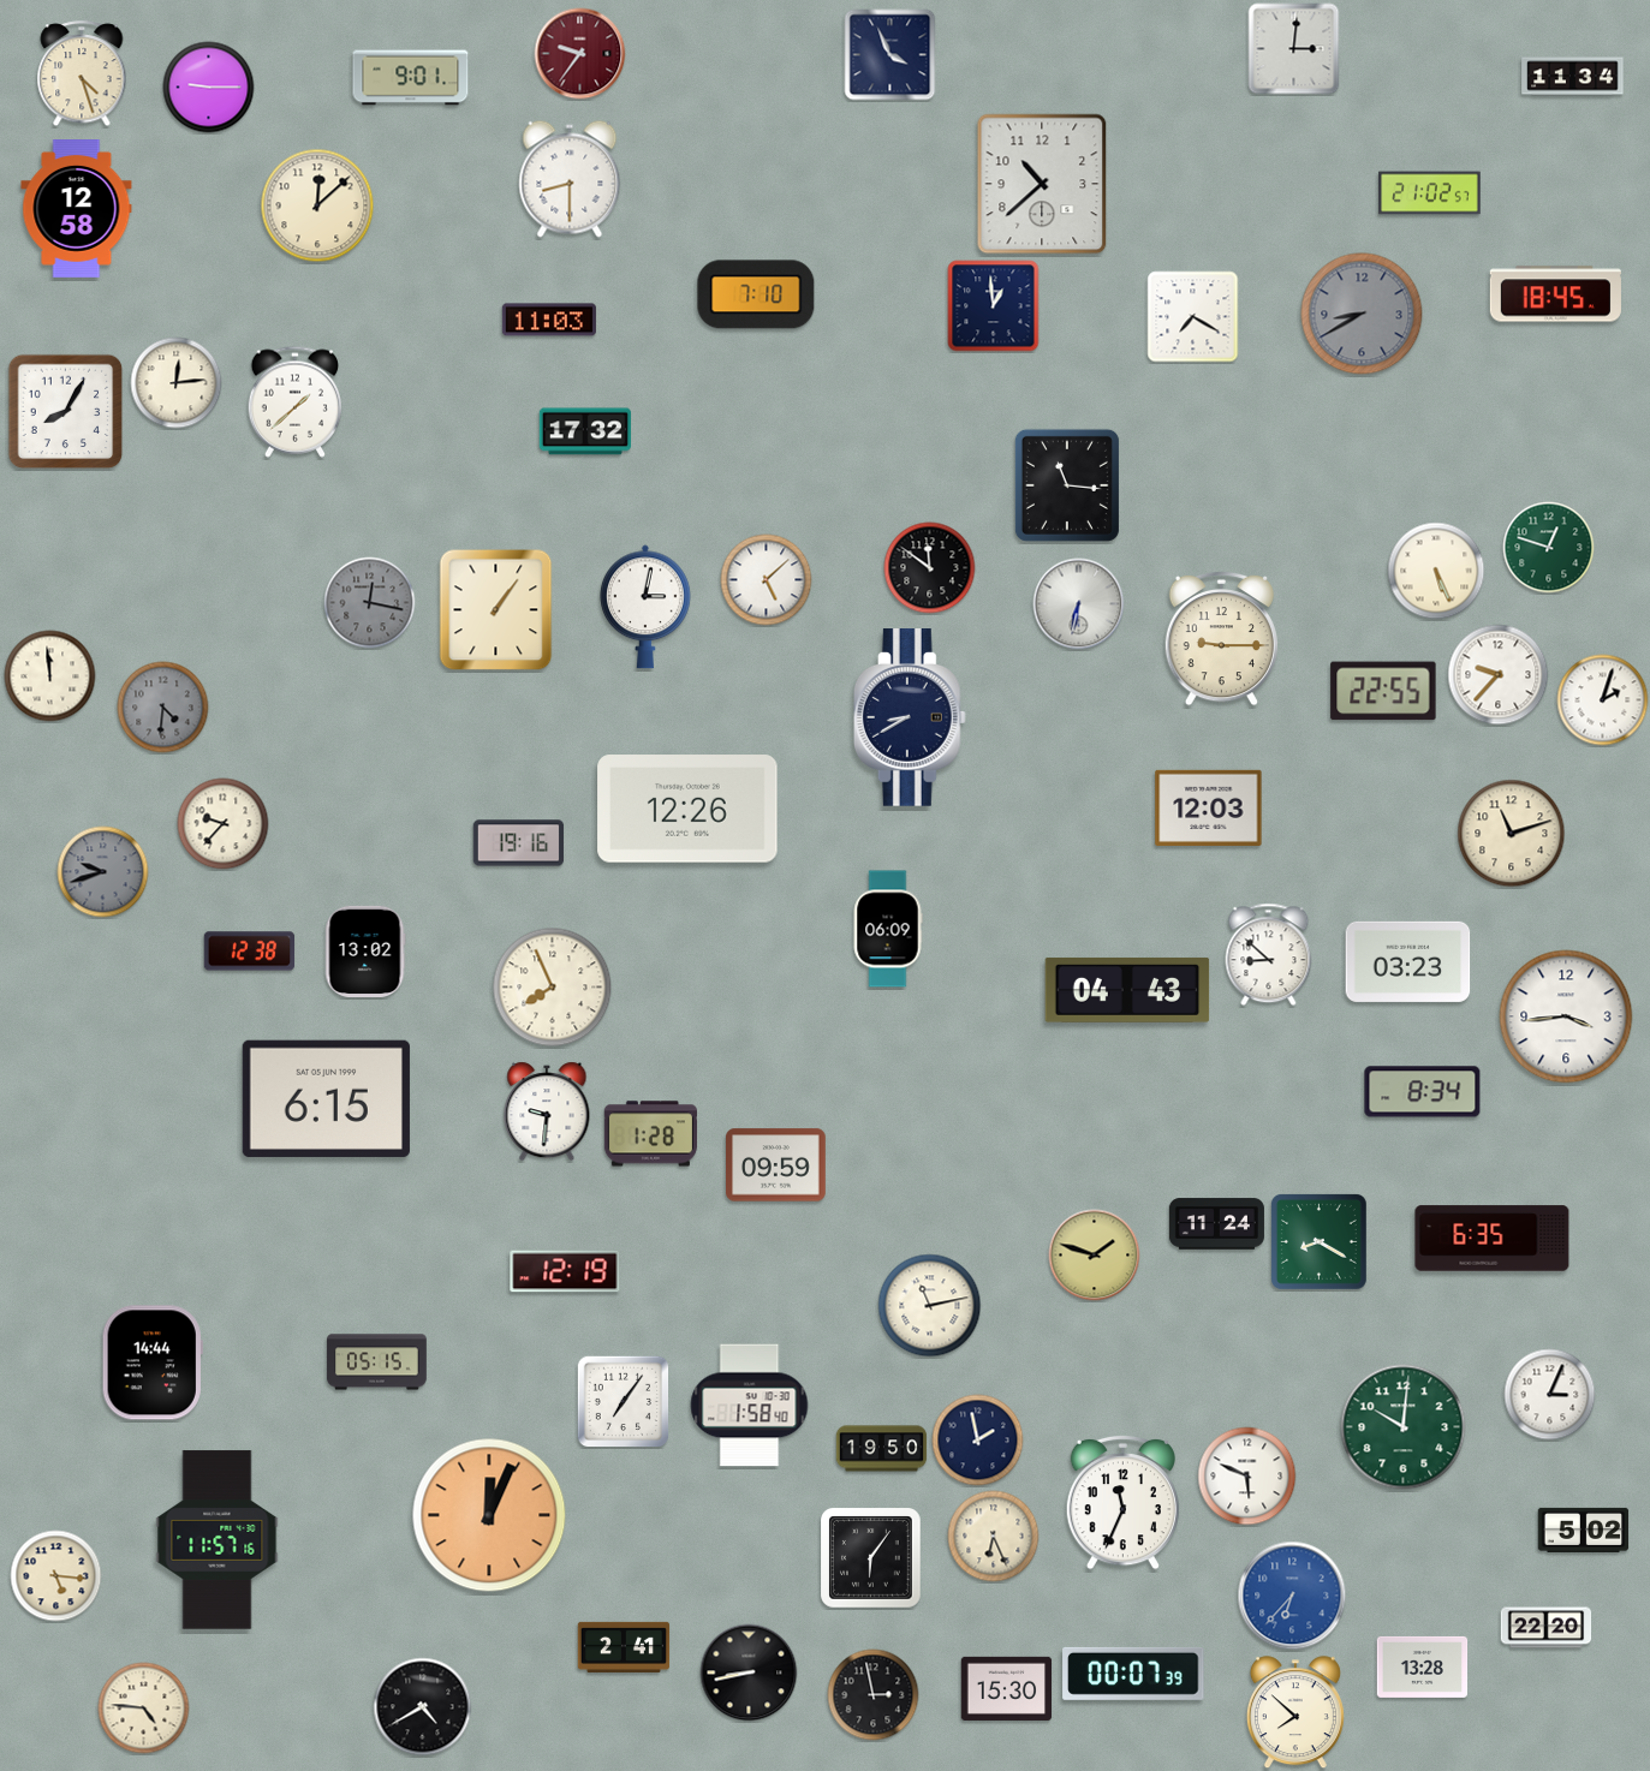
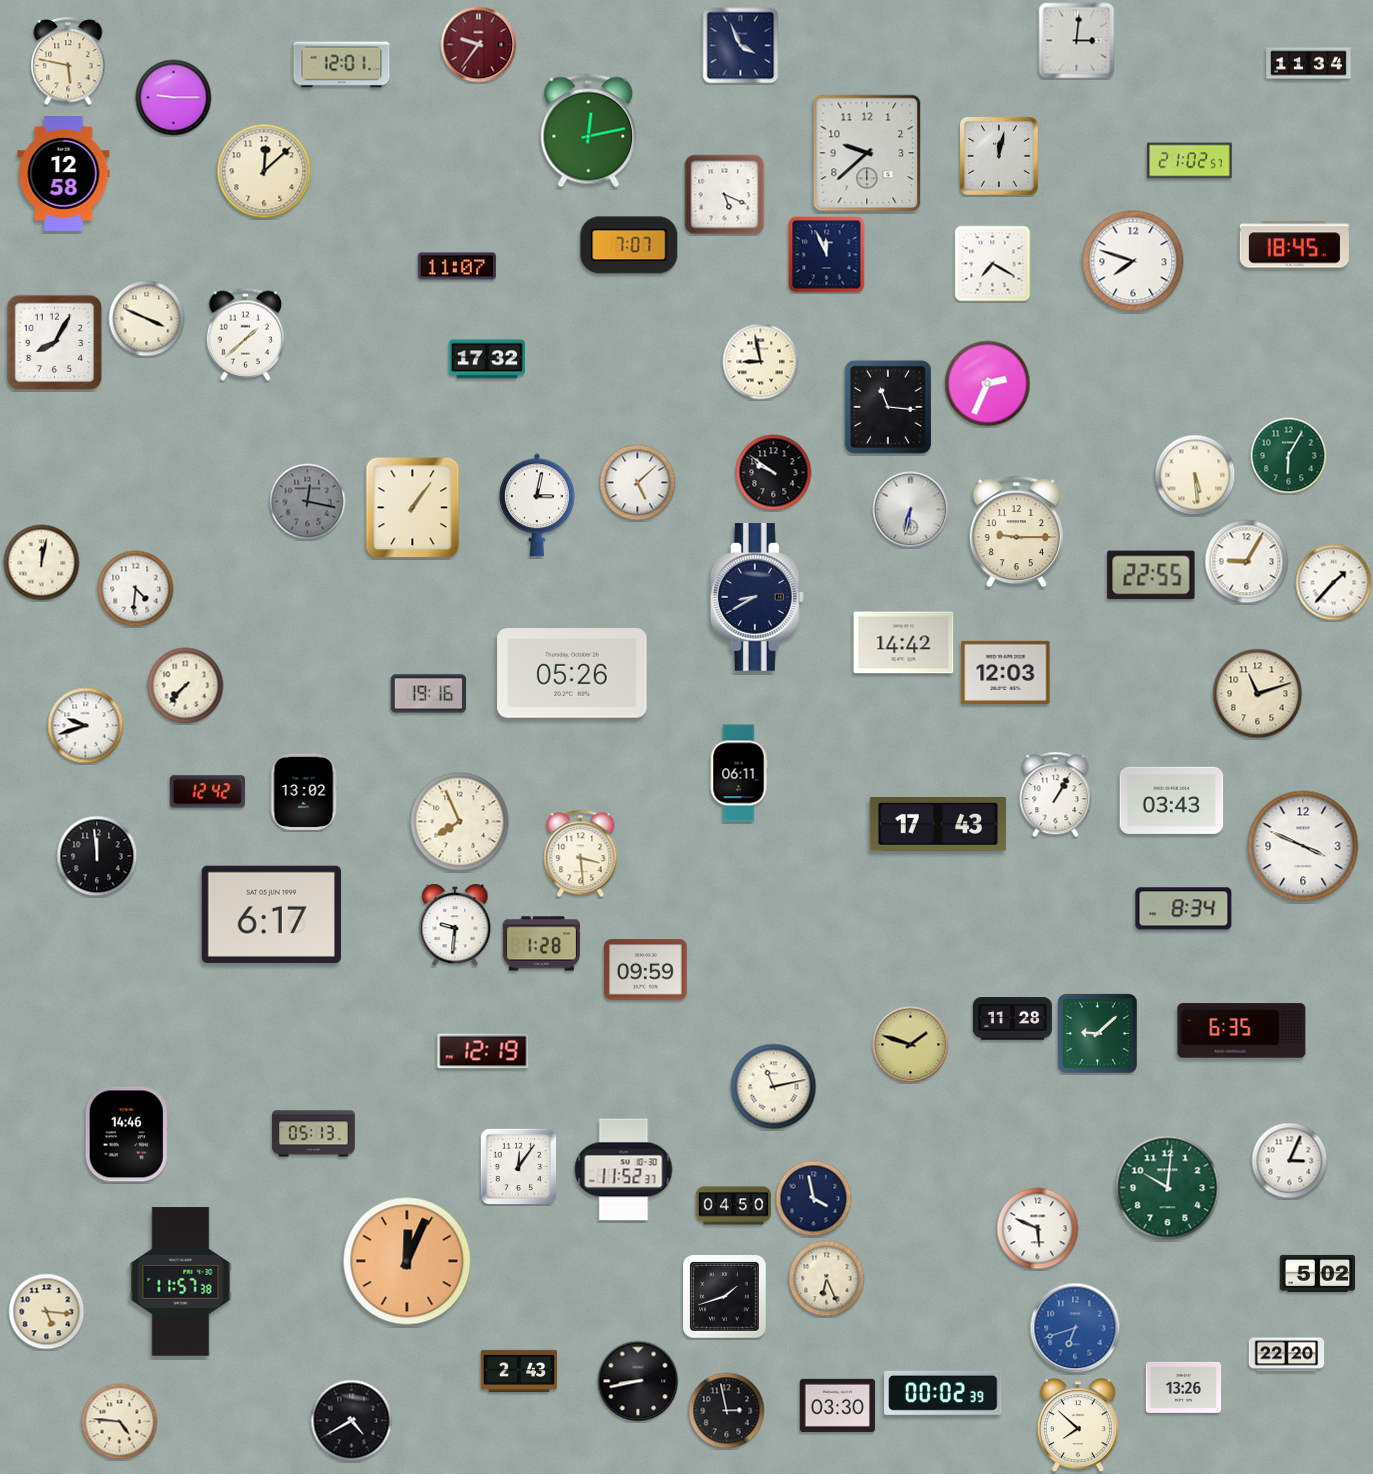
clock at (580, 54) position: (580, 54) -> (479, 45)
clock at (82, 74): 4:27 -> 5:47
clock at (411, 78): 9:01 -> 12:01
clock at (209, 88) position: (209, 88) -> (174, 98)
clock at (589, 131): none -> 12:13
clock at (570, 179): 8:30 -> none
clock at (1042, 184): 10:38 -> 9:38
clock at (1000, 157): none -> 12:02
clock at (725, 195): none -> 5:19
clock at (756, 294): 7:10 -> 7:07
clock at (994, 306): 12:59 -> 11:56
clock at (1362, 314): 8:40 -> 7:48
clock at (1362, 314) dial: grey -> white
clock at (549, 320): 11:03 -> 11:07
clock at (177, 383): 12:14 -> 3:49
clock at (761, 362): none -> 8:58
clock at (988, 384): none -> 2:34
clock at (1067, 485) position: (1067, 485) -> (888, 407)
clock at (1549, 548): 12:48 -> 6:05
clock at (930, 568): 11:51 -> 9:51
clock at (1436, 571): 5:26 -> 5:29
clock at (1079, 604) position: (1079, 604) -> (911, 510)
clock at (1499, 675): 9:37 -> 9:05
clock at (50, 676): 11:59 -> 12:02
clock at (1603, 700): 2:03 -> 1:37
clock at (163, 708) dial: grey -> white
clock at (904, 643): none -> 14:42
clock at (687, 809): 12:26 -> 05:26
clock at (224, 824): 9:37 -> 7:37
clock at (519, 843) position: (519, 843) -> (429, 694)
clock at (103, 872) dial: grey -> white
clock at (888, 929): 06:09 -> 06:11
clock at (250, 952): 12:38 -> 12:42
clock at (1269, 955): 8:52 -> 1:05
clock at (1408, 961): 03:23 -> 03:43
clock at (1127, 990): 04:43 -> 17:43
clock at (1566, 1016): 3:44 -> 3:49
clock at (581, 854): none -> 3:29
clock at (97, 856): none -> 11:59
clock at (326, 1098): 6:15 -> 6:17
clock at (1216, 1224): 11:24 -> 11:28
clock at (1318, 1241): 8:20 -> 9:08
clock at (565, 1271) position: (565, 1271) -> (483, 1051)
clock at (153, 1362): 14:44 -> 14:46
clock at (377, 1362): 05:15 -> 05:13
clock at (623, 1401): 7:06 -> 12:06
clock at (750, 1406): 1:58 -> 11:52
clock at (978, 1441): 1:58 -> 3:58
clock at (882, 1449): 19:50 -> 04:50
clock at (1122, 1502): 11:34 -> none
clock at (218, 1540): 11:57:16 -> 11:57:38
clock at (871, 1558): 6:06 -> 1:42
clock at (1292, 1596): 6:37 -> 6:42
clock at (624, 1647): 2:41 -> 2:43
clock at (1423, 1666): 13:28 -> 13:26
clock at (749, 1672) position: (749, 1672) -> (638, 1381)
clock at (1133, 1674): 00:07 -> 00:02
clock at (1007, 1688): 15:30 -> 03:30
